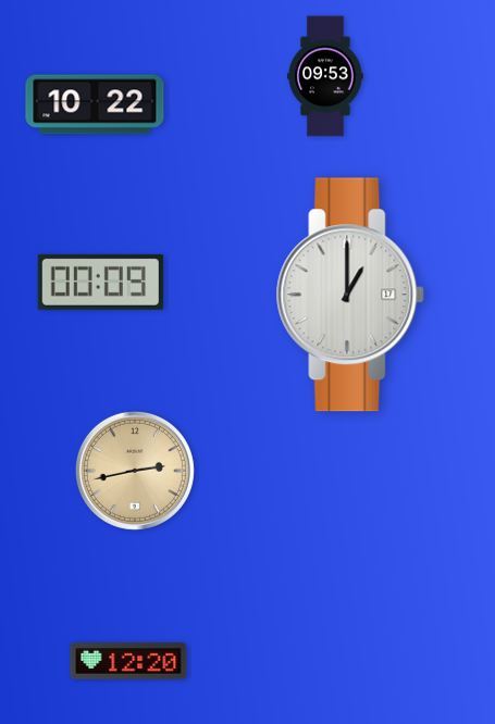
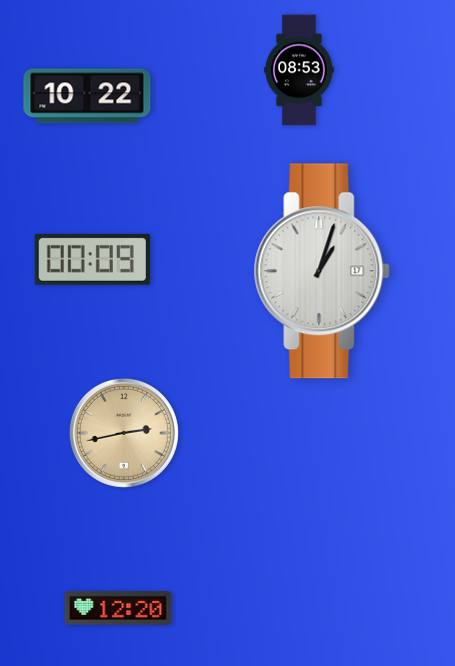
clock at (325, 76): 09:53 -> 08:53
clock at (350, 295): 1:00 -> 1:03
